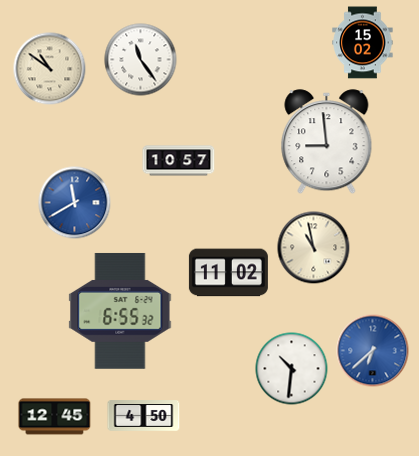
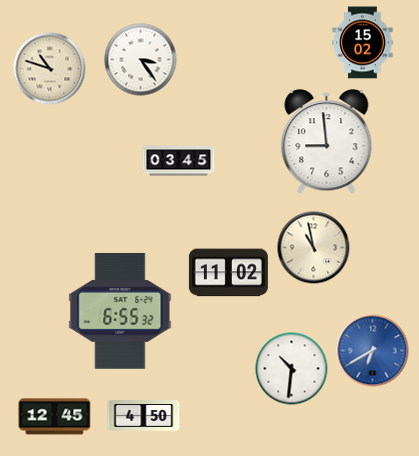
clock at (141, 60): 11:24 -> 3:24
clock at (50, 69): 10:51 -> 10:48
clock at (179, 161): 10:57 -> 03:45
clock at (75, 203): 11:40 -> none
clock at (373, 351): 6:38 -> 6:40
